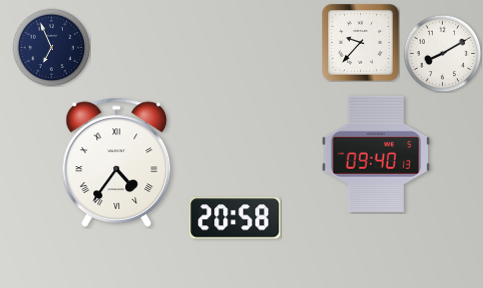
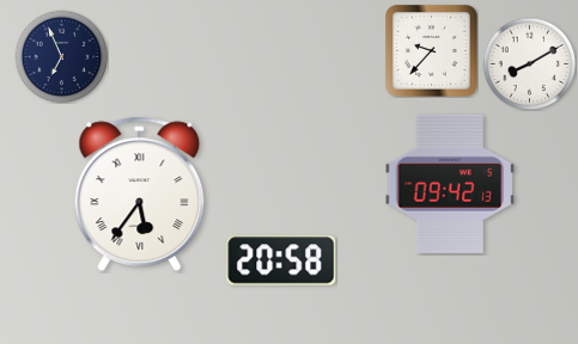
clock at (376, 154): 09:40 -> 09:42
clock at (117, 162): 4:36 -> 5:36
